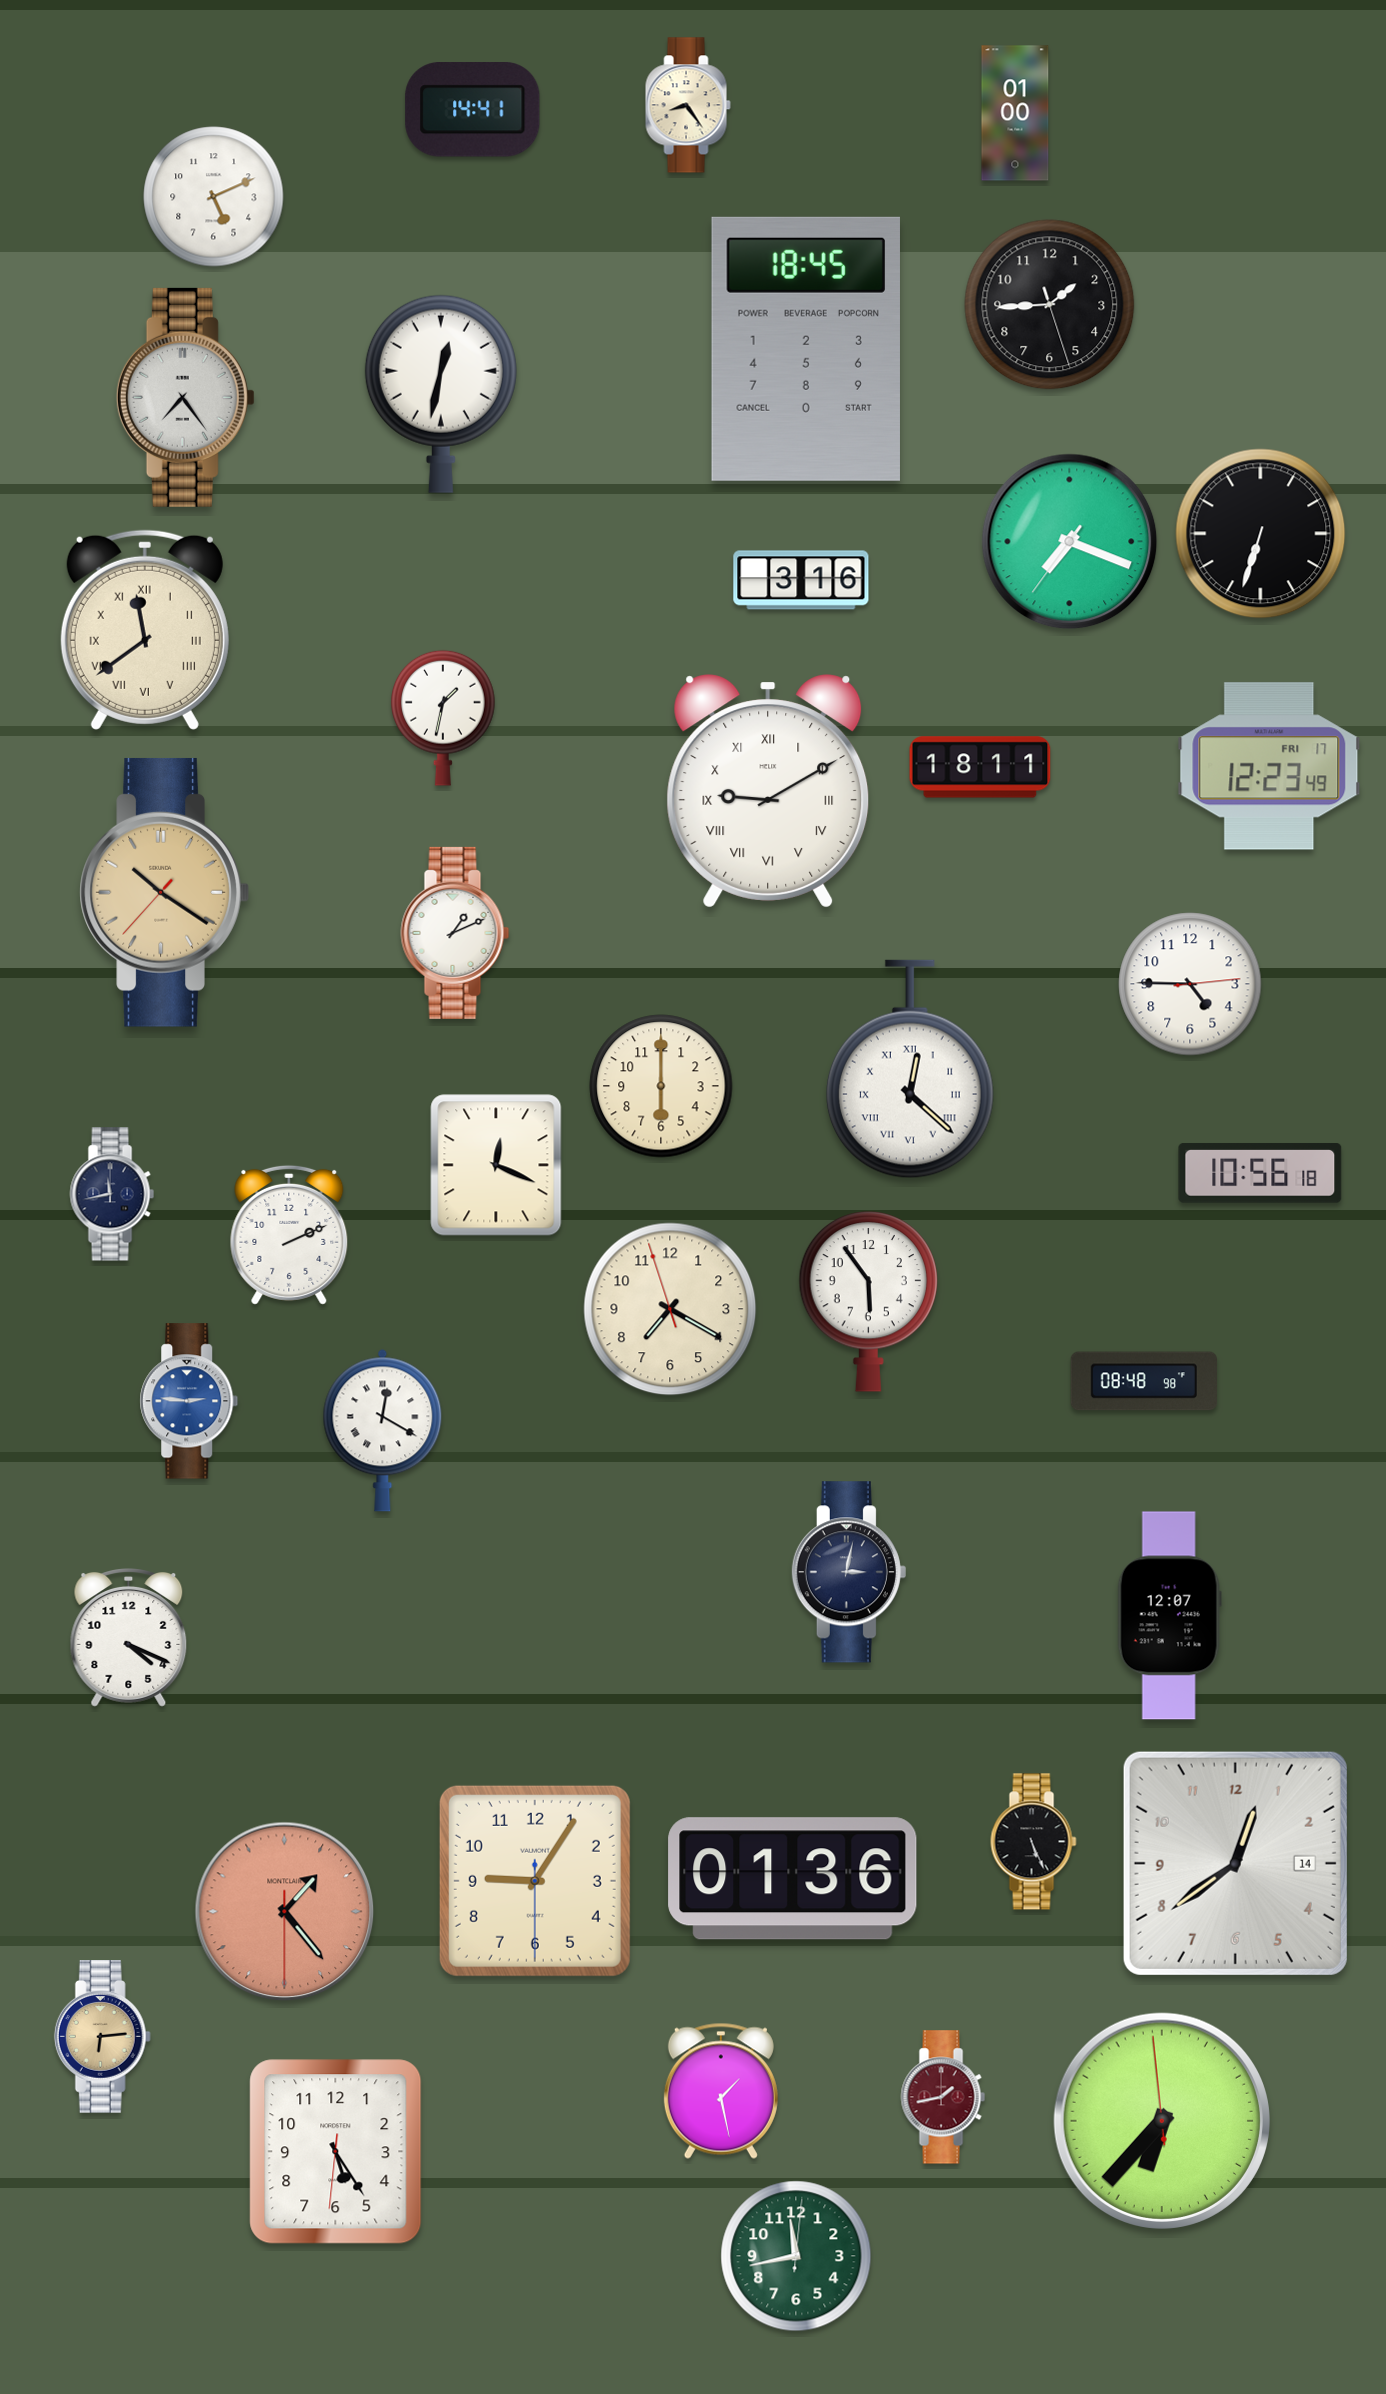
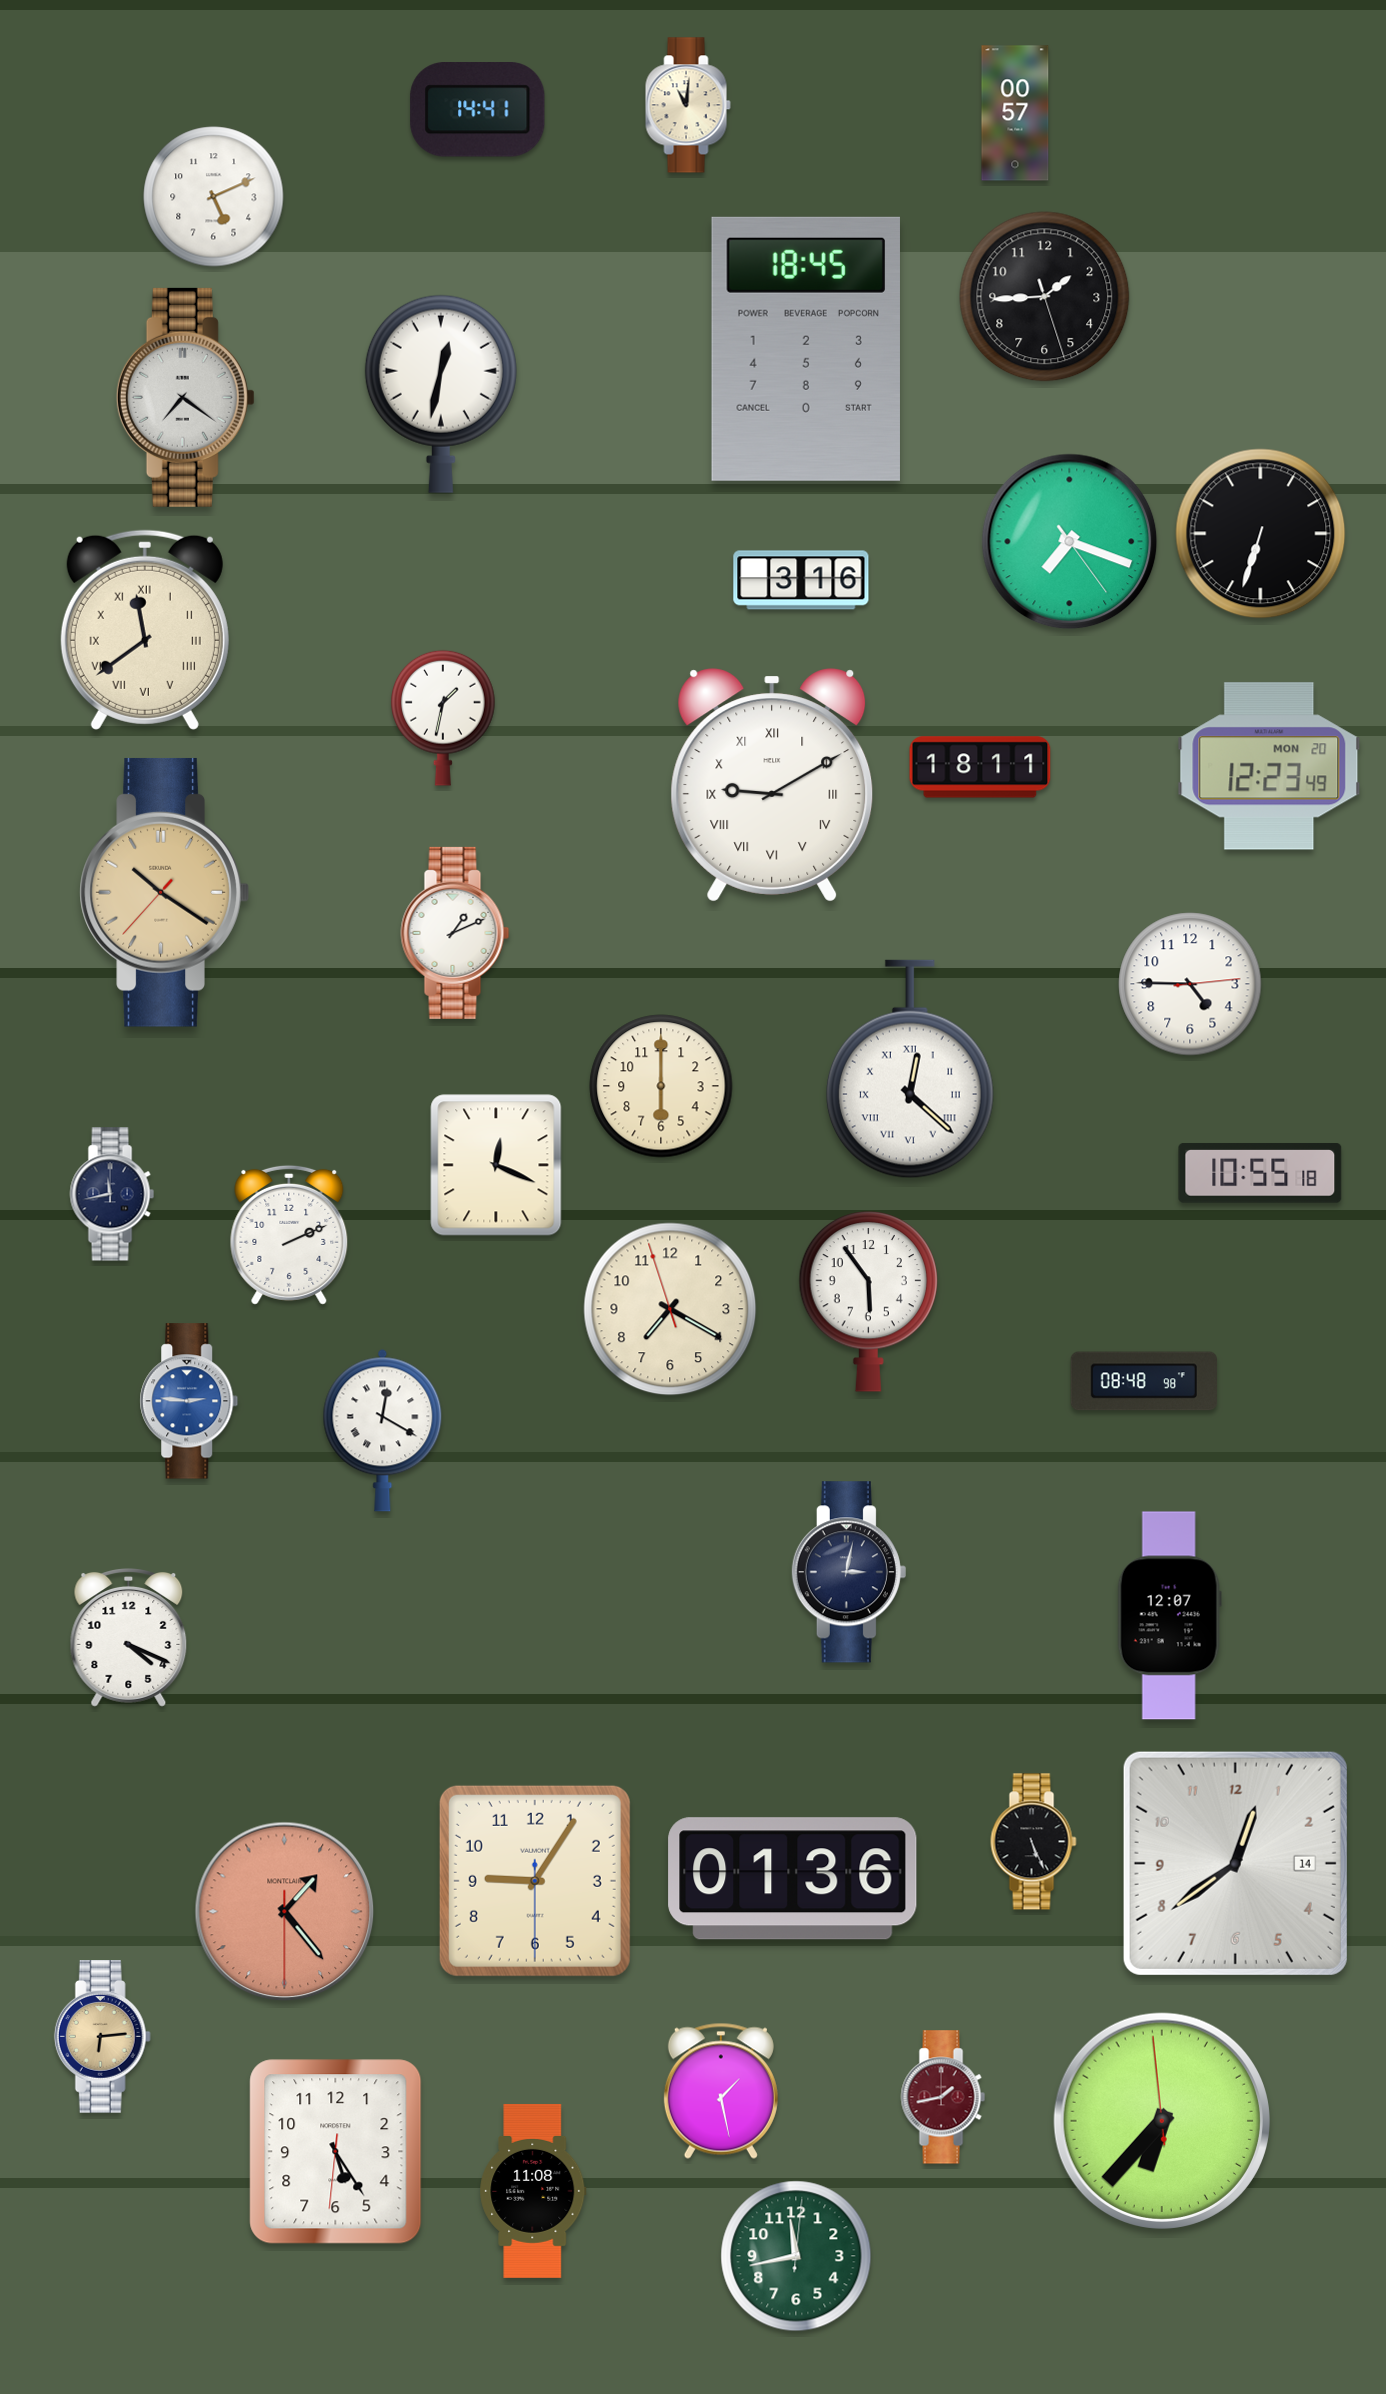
clock at (688, 105): 8:24 -> 11:01
clock at (473, 110) position: (473, 110) -> (478, 110)
clock at (1015, 113): 01:00 -> 00:57
clock at (1050, 305) position: (1050, 305) -> (1045, 297)
clock at (185, 397): 7:24 -> 7:21
clock at (1070, 542): 7:18:36 -> 7:18:24
clock at (1269, 766) date: FRI 17 -> MON 20
clock at (768, 791) position: (768, 791) -> (772, 785)
clock at (1260, 1174): 10:56 -> 10:55
clock at (533, 2191): none -> 11:08
